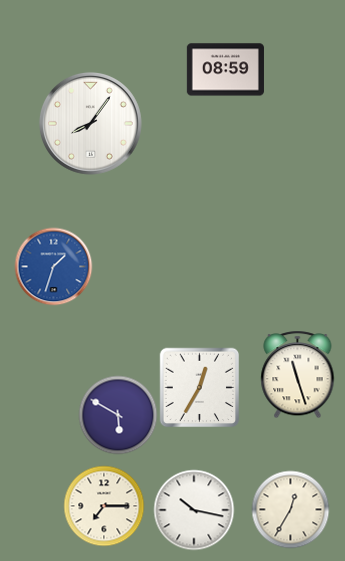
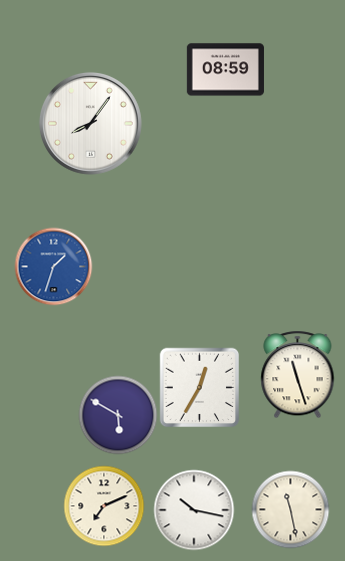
clock at (104, 506): 7:15 -> 7:11
clock at (290, 509): 12:35 -> 11:28
